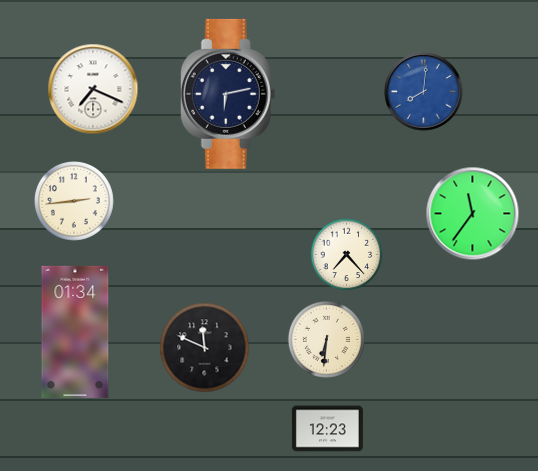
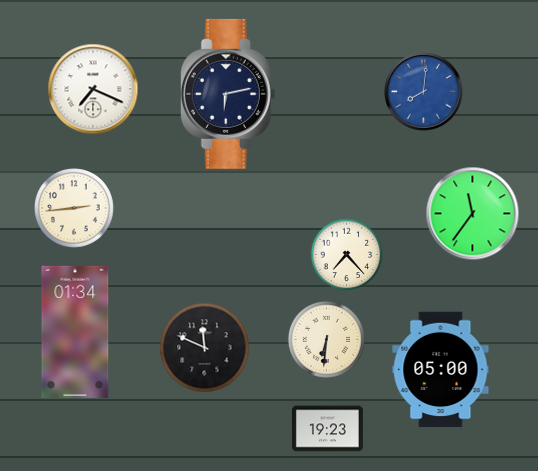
clock at (75, 202) position: (75, 202) -> (75, 209)
clock at (441, 370): none -> 05:00
clock at (327, 429): 12:23 -> 19:23
